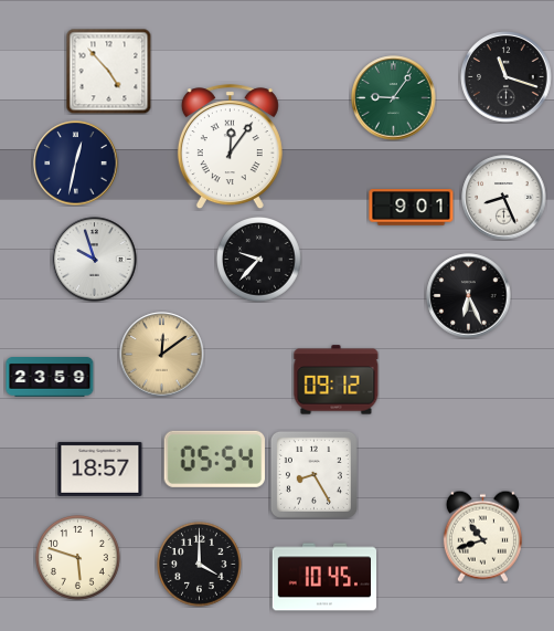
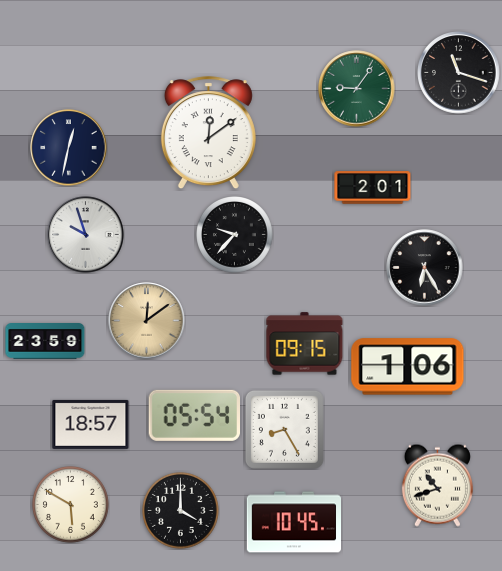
clock at (108, 71): 4:53 -> none
clock at (507, 77) position: (507, 77) -> (459, 73)
clock at (230, 147): 12:06 -> 12:09
clock at (504, 198): 8:26 -> none
clock at (412, 208): 9:01 -> 2:01
clock at (469, 296): 6:26 -> 6:25
clock at (337, 380): 09:12 -> 09:15
clock at (408, 367): none -> 1:06
clock at (78, 558): 5:48 -> 5:50
